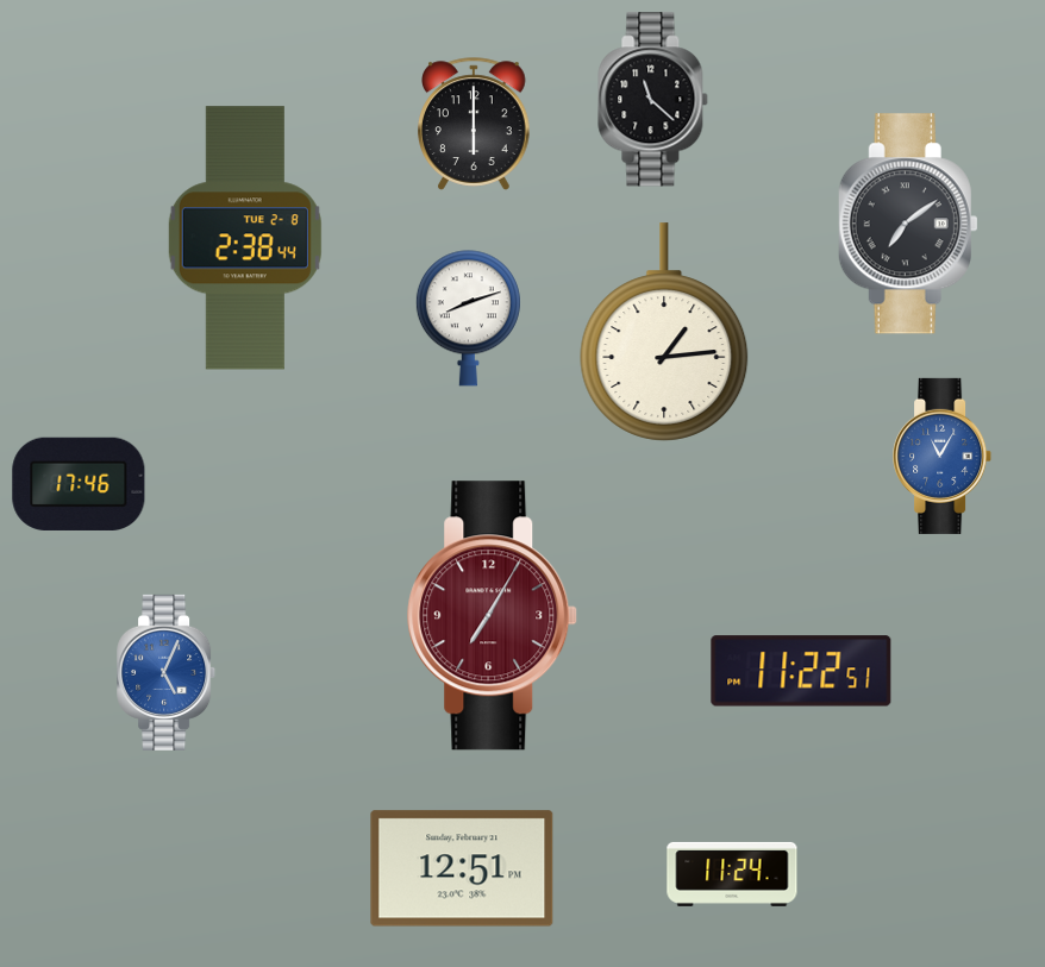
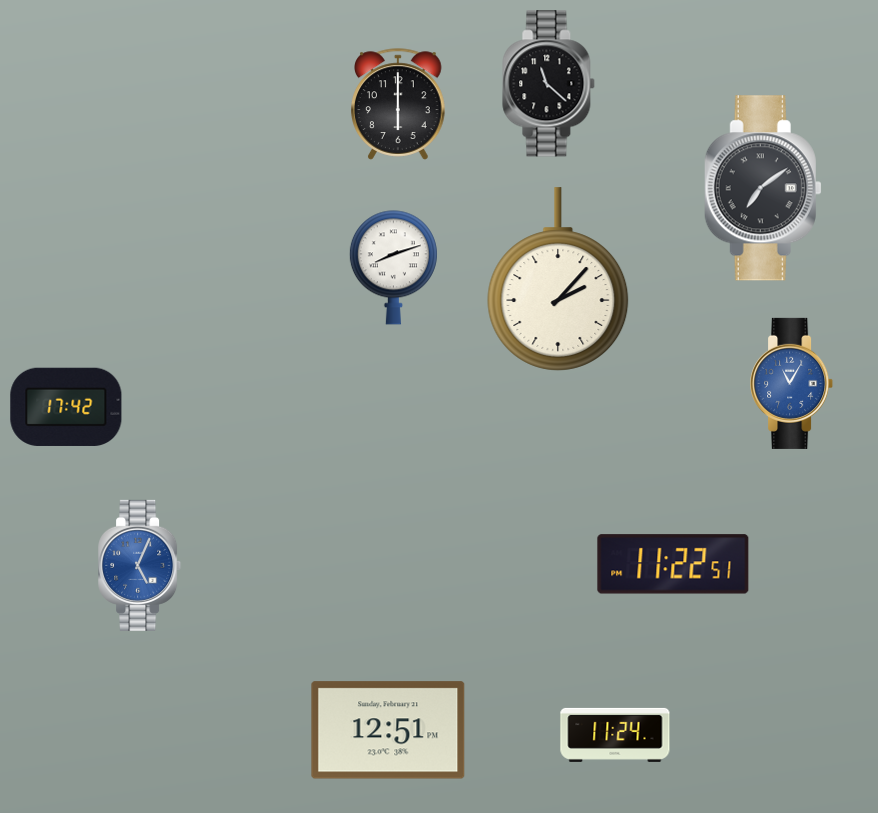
clock at (245, 238): 2:38 -> none
clock at (664, 332): 1:14 -> 2:07
clock at (79, 483): 17:46 -> 17:42
clock at (493, 616): 7:05 -> none
